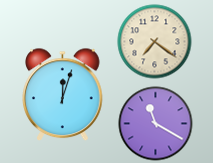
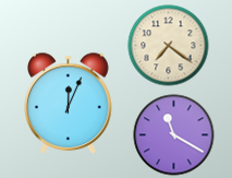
clock at (63, 95): 12:03 -> 12:04
clock at (156, 124) position: (156, 124) -> (174, 135)
